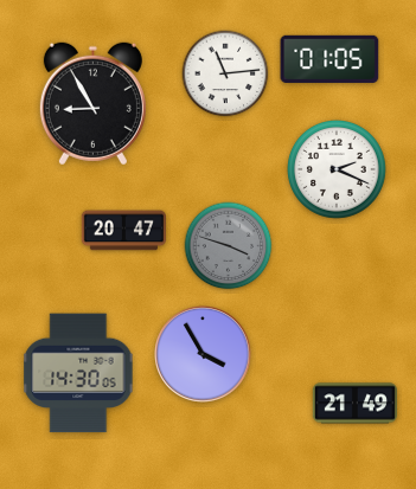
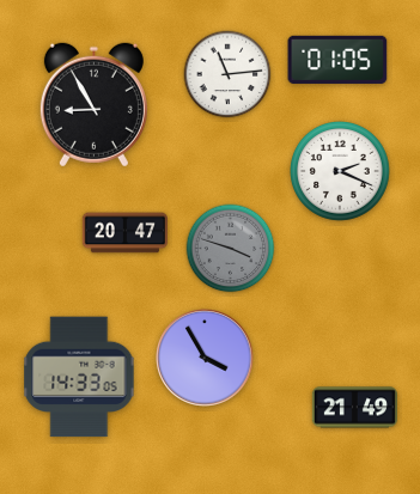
clock at (329, 59) position: (329, 59) -> (337, 60)
clock at (78, 373): 14:30 -> 14:33
clock at (354, 404) position: (354, 404) -> (354, 408)
